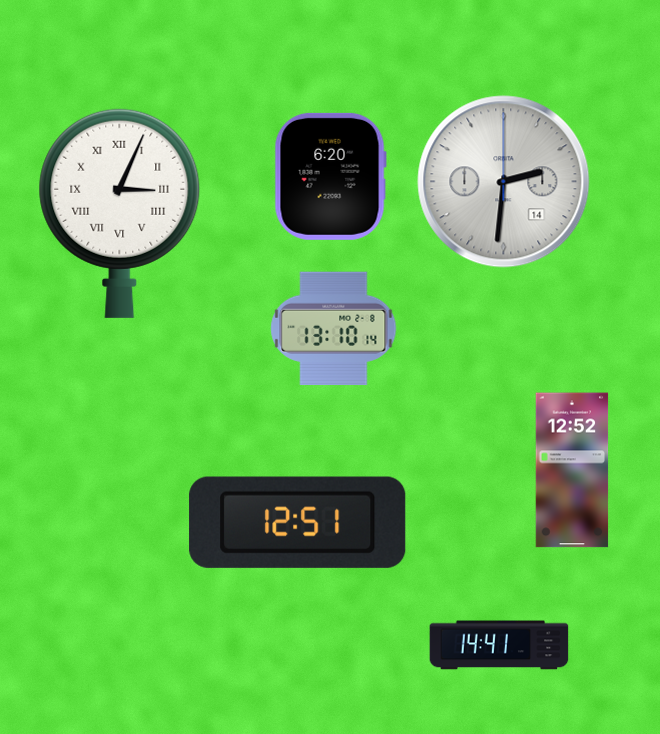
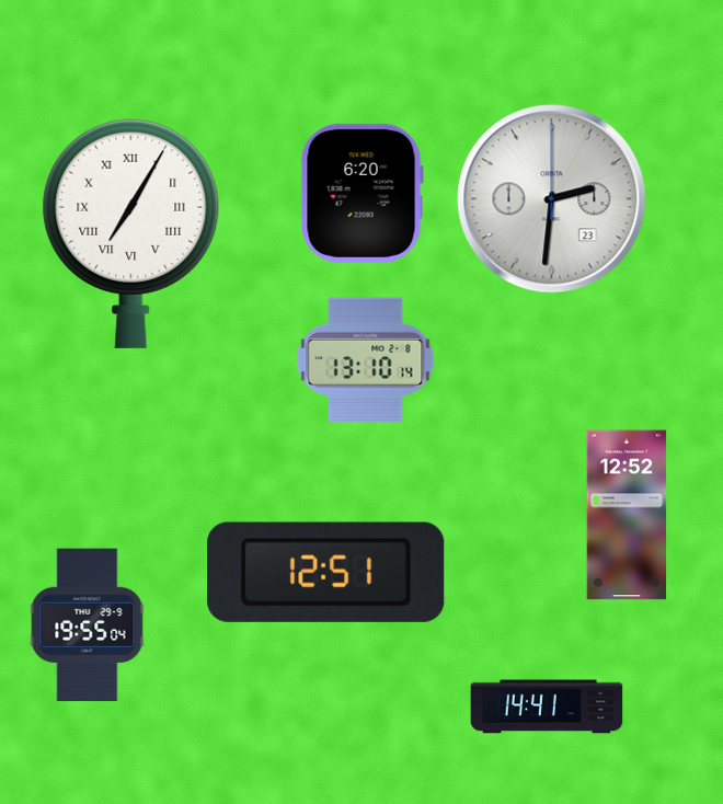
clock at (504, 182) date: 14 -> 23
clock at (120, 213): 3:04 -> 7:05
clock at (88, 625): none -> 19:55
